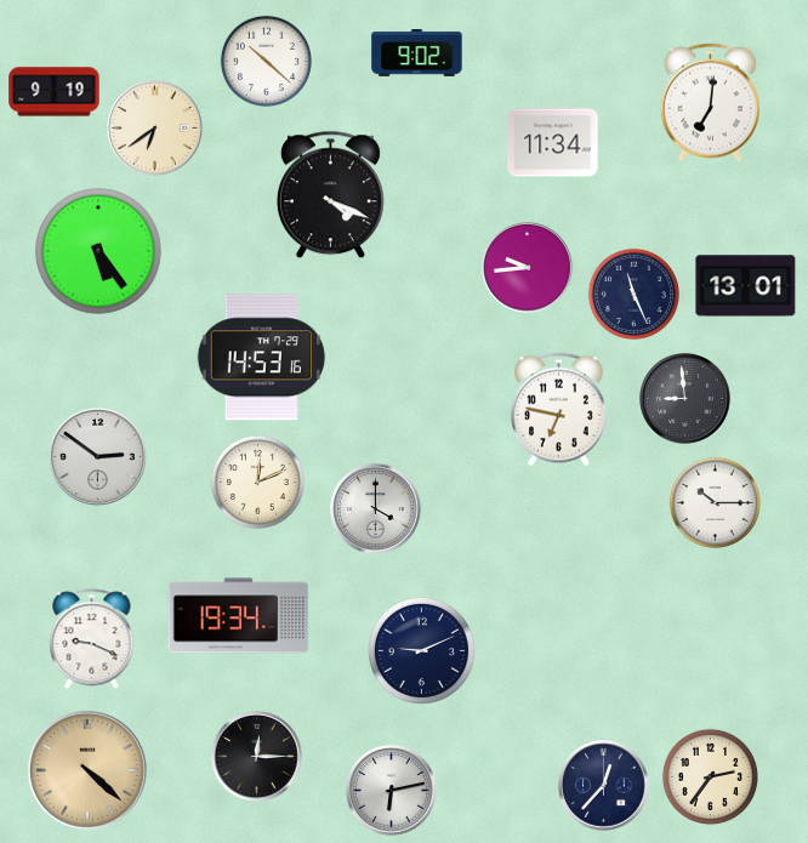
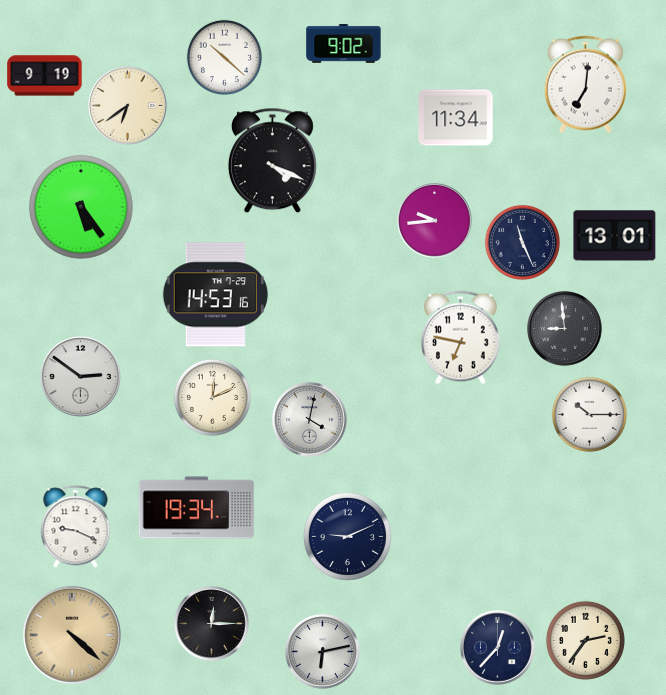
clock at (266, 61) position: (266, 61) -> (224, 57)
clock at (376, 509): 4:00 -> 4:02
